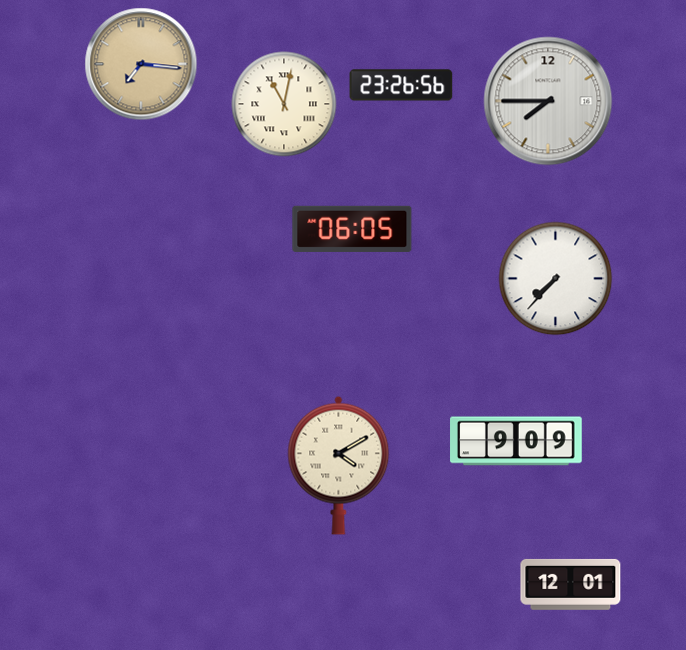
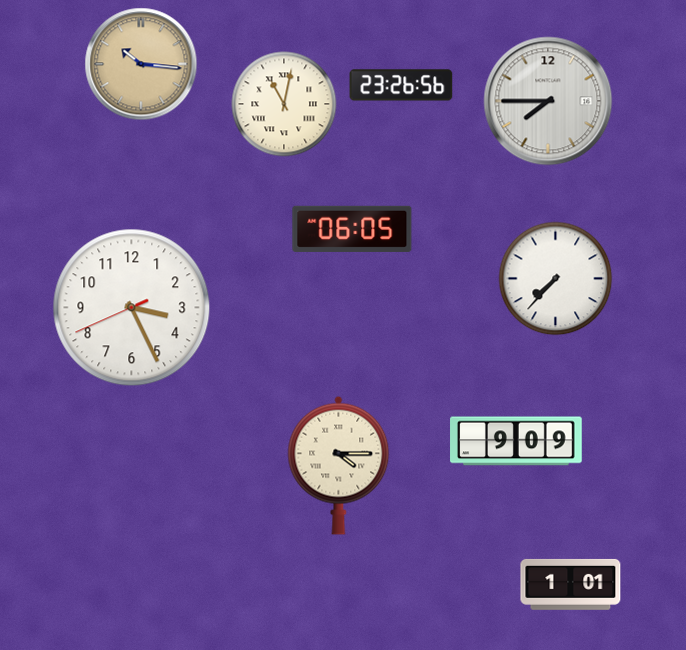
clock at (141, 64): 7:16 -> 10:16
clock at (132, 308): none -> 3:25
clock at (339, 465): 4:10 -> 4:15
clock at (571, 584): 12:01 -> 1:01
